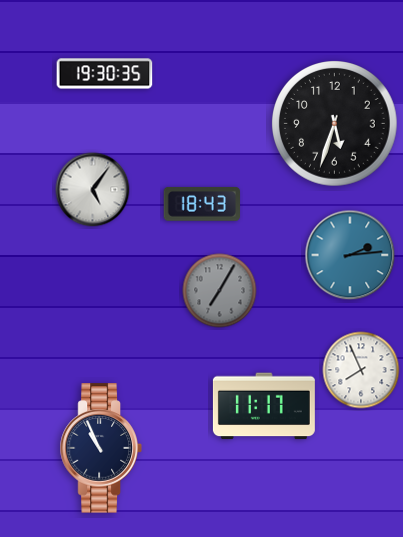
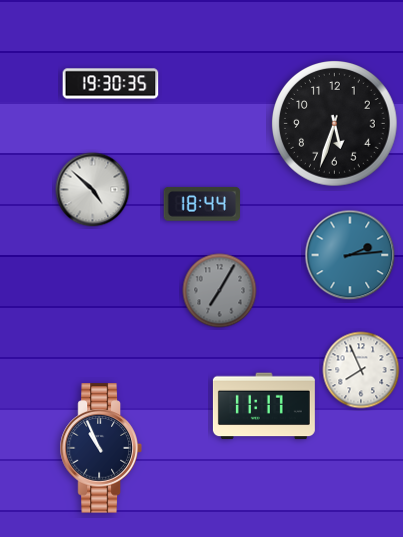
clock at (105, 74) position: (105, 74) -> (111, 84)
clock at (93, 190): 5:06 -> 4:52
clock at (201, 204): 18:43 -> 18:44
